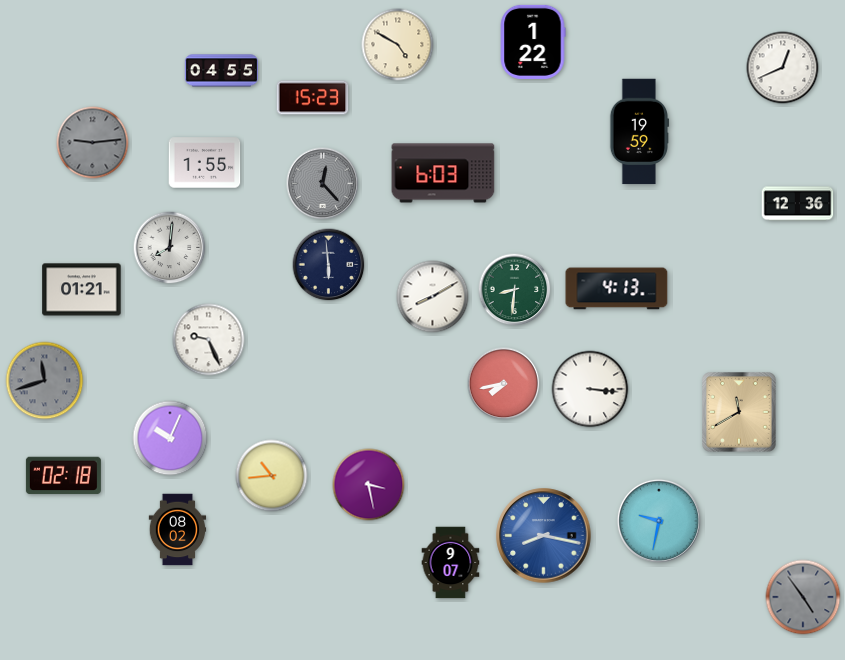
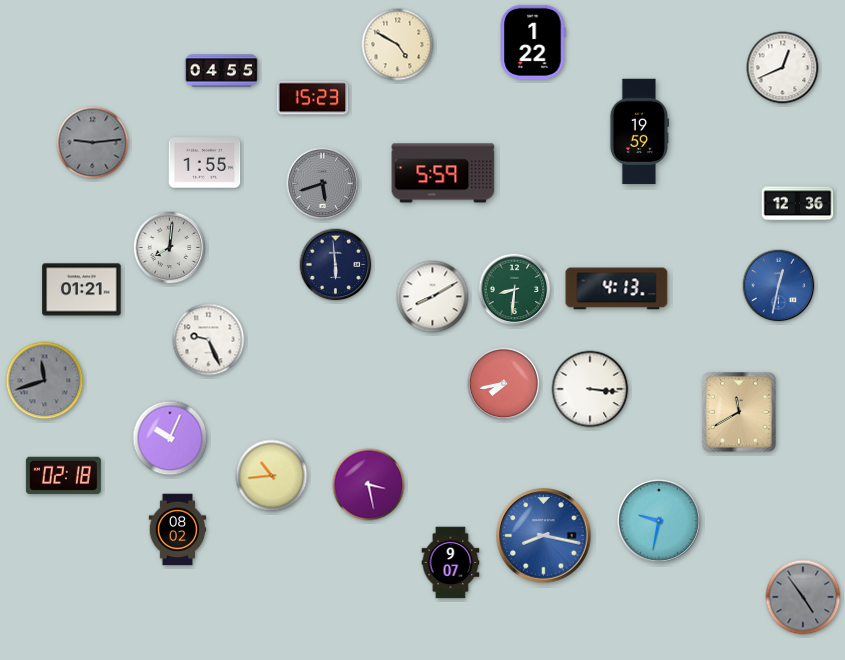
clock at (443, 173): 6:03 -> 5:59
clock at (323, 184): 12:23 -> 5:42
clock at (329, 265) position: (329, 265) -> (336, 265)
clock at (779, 286): none -> 12:32
